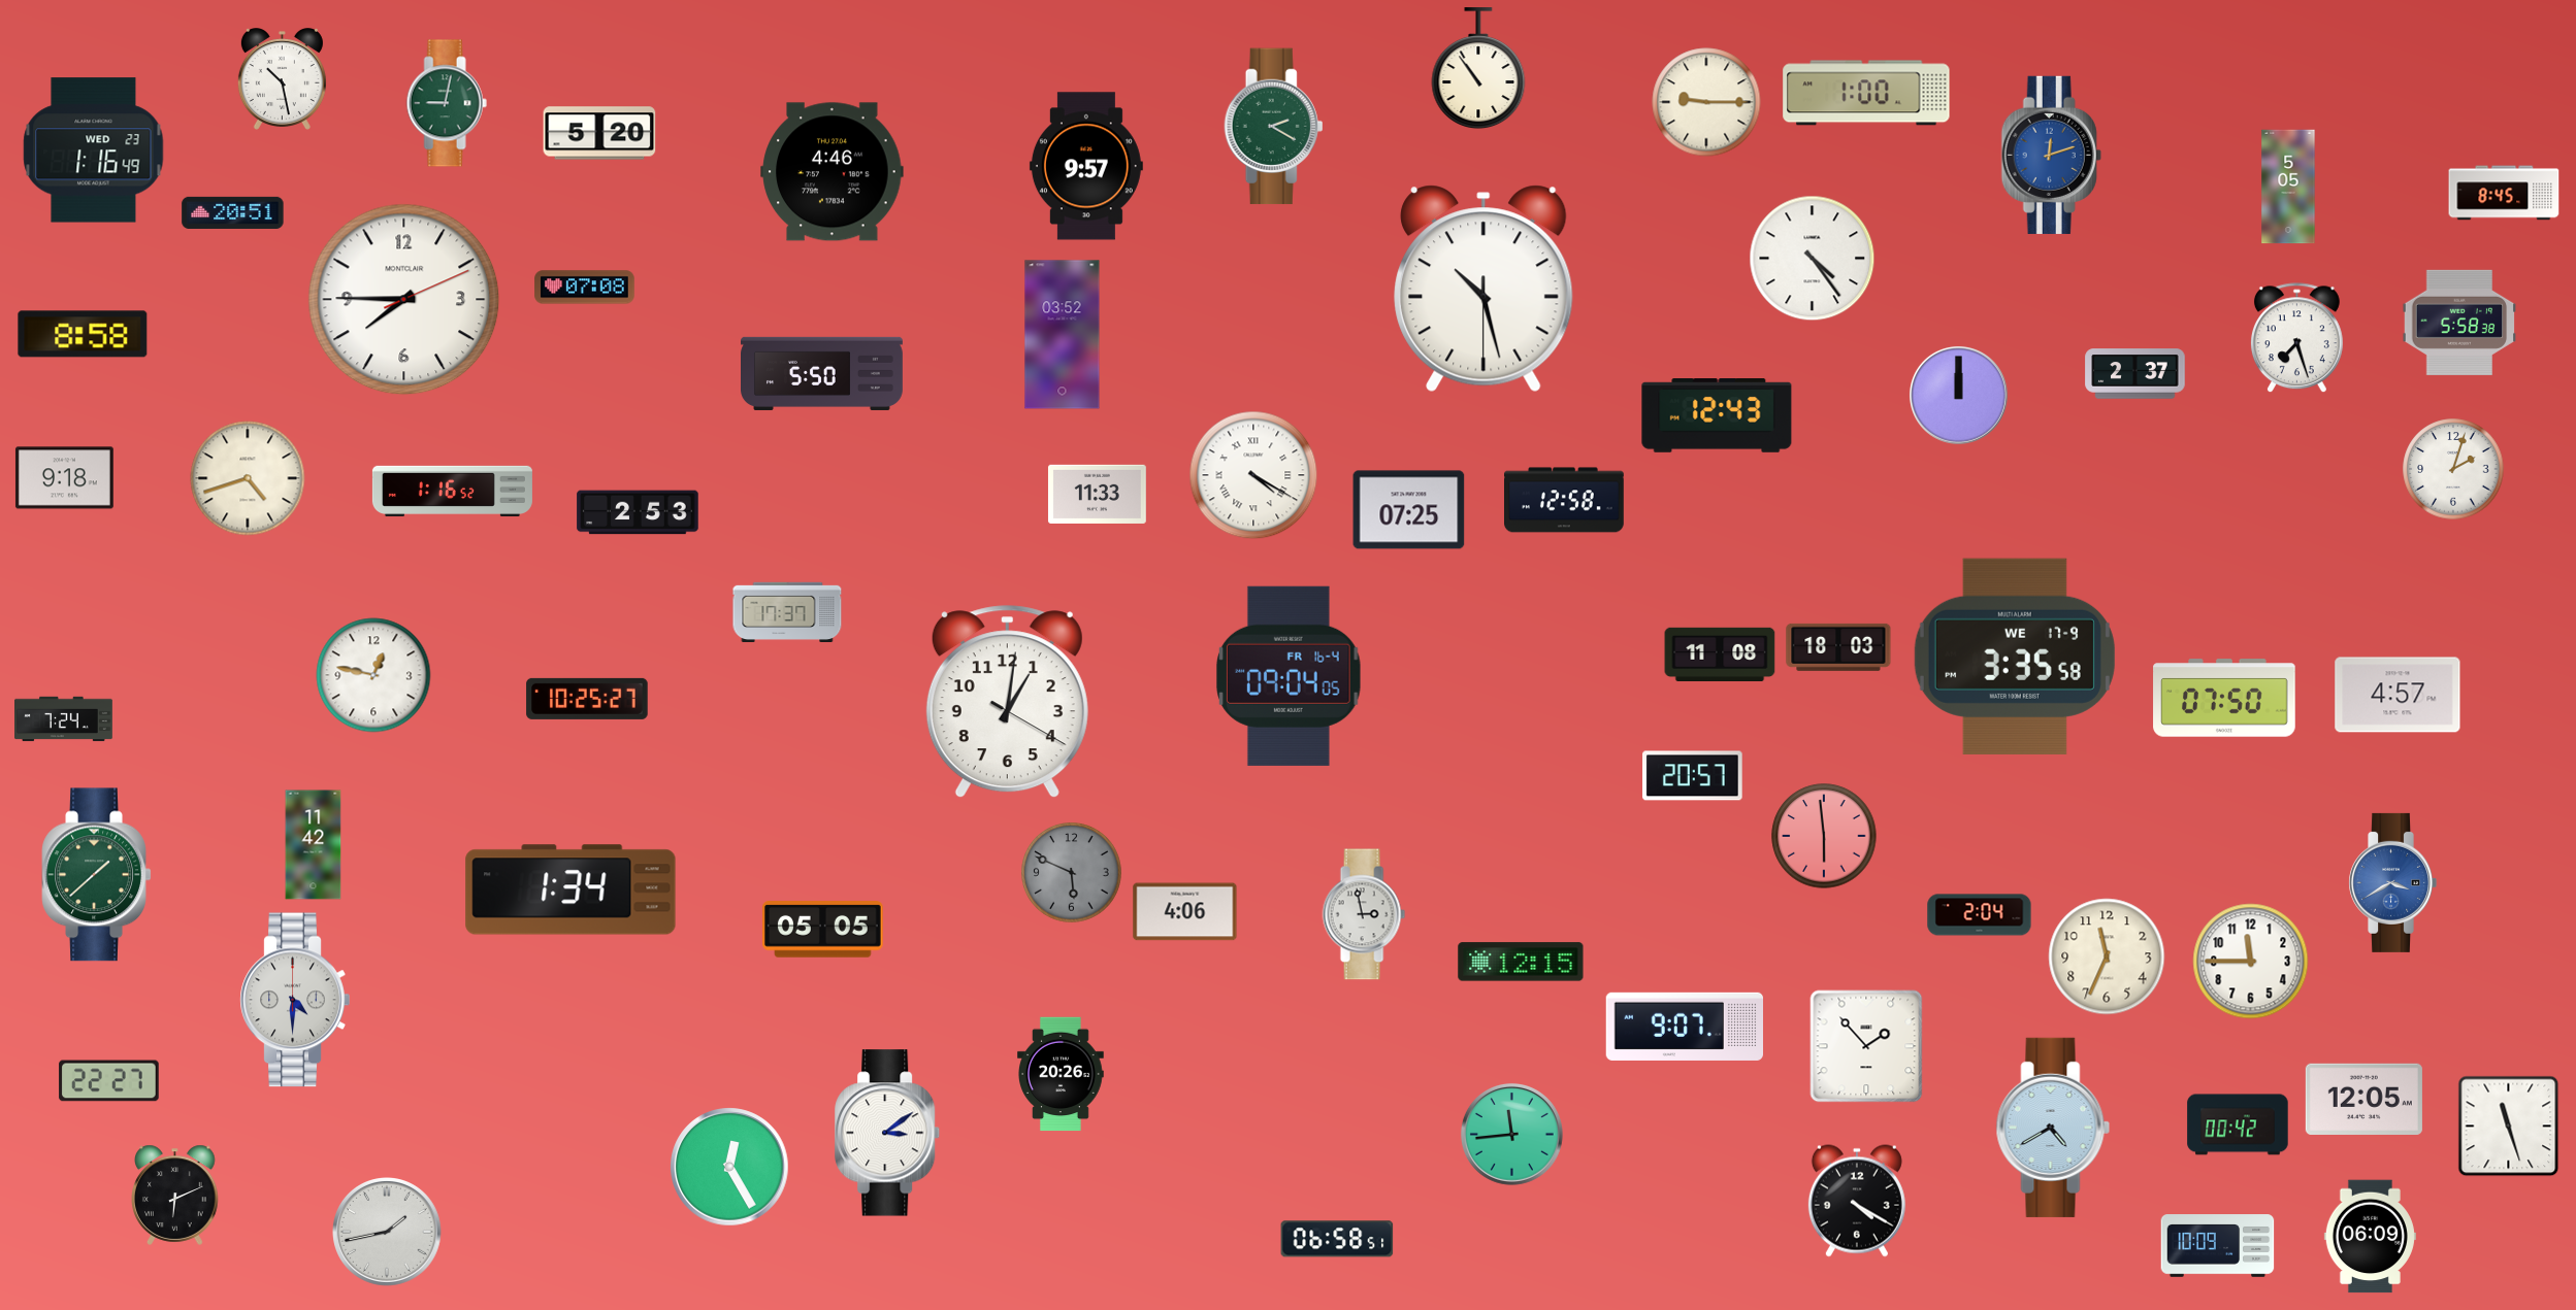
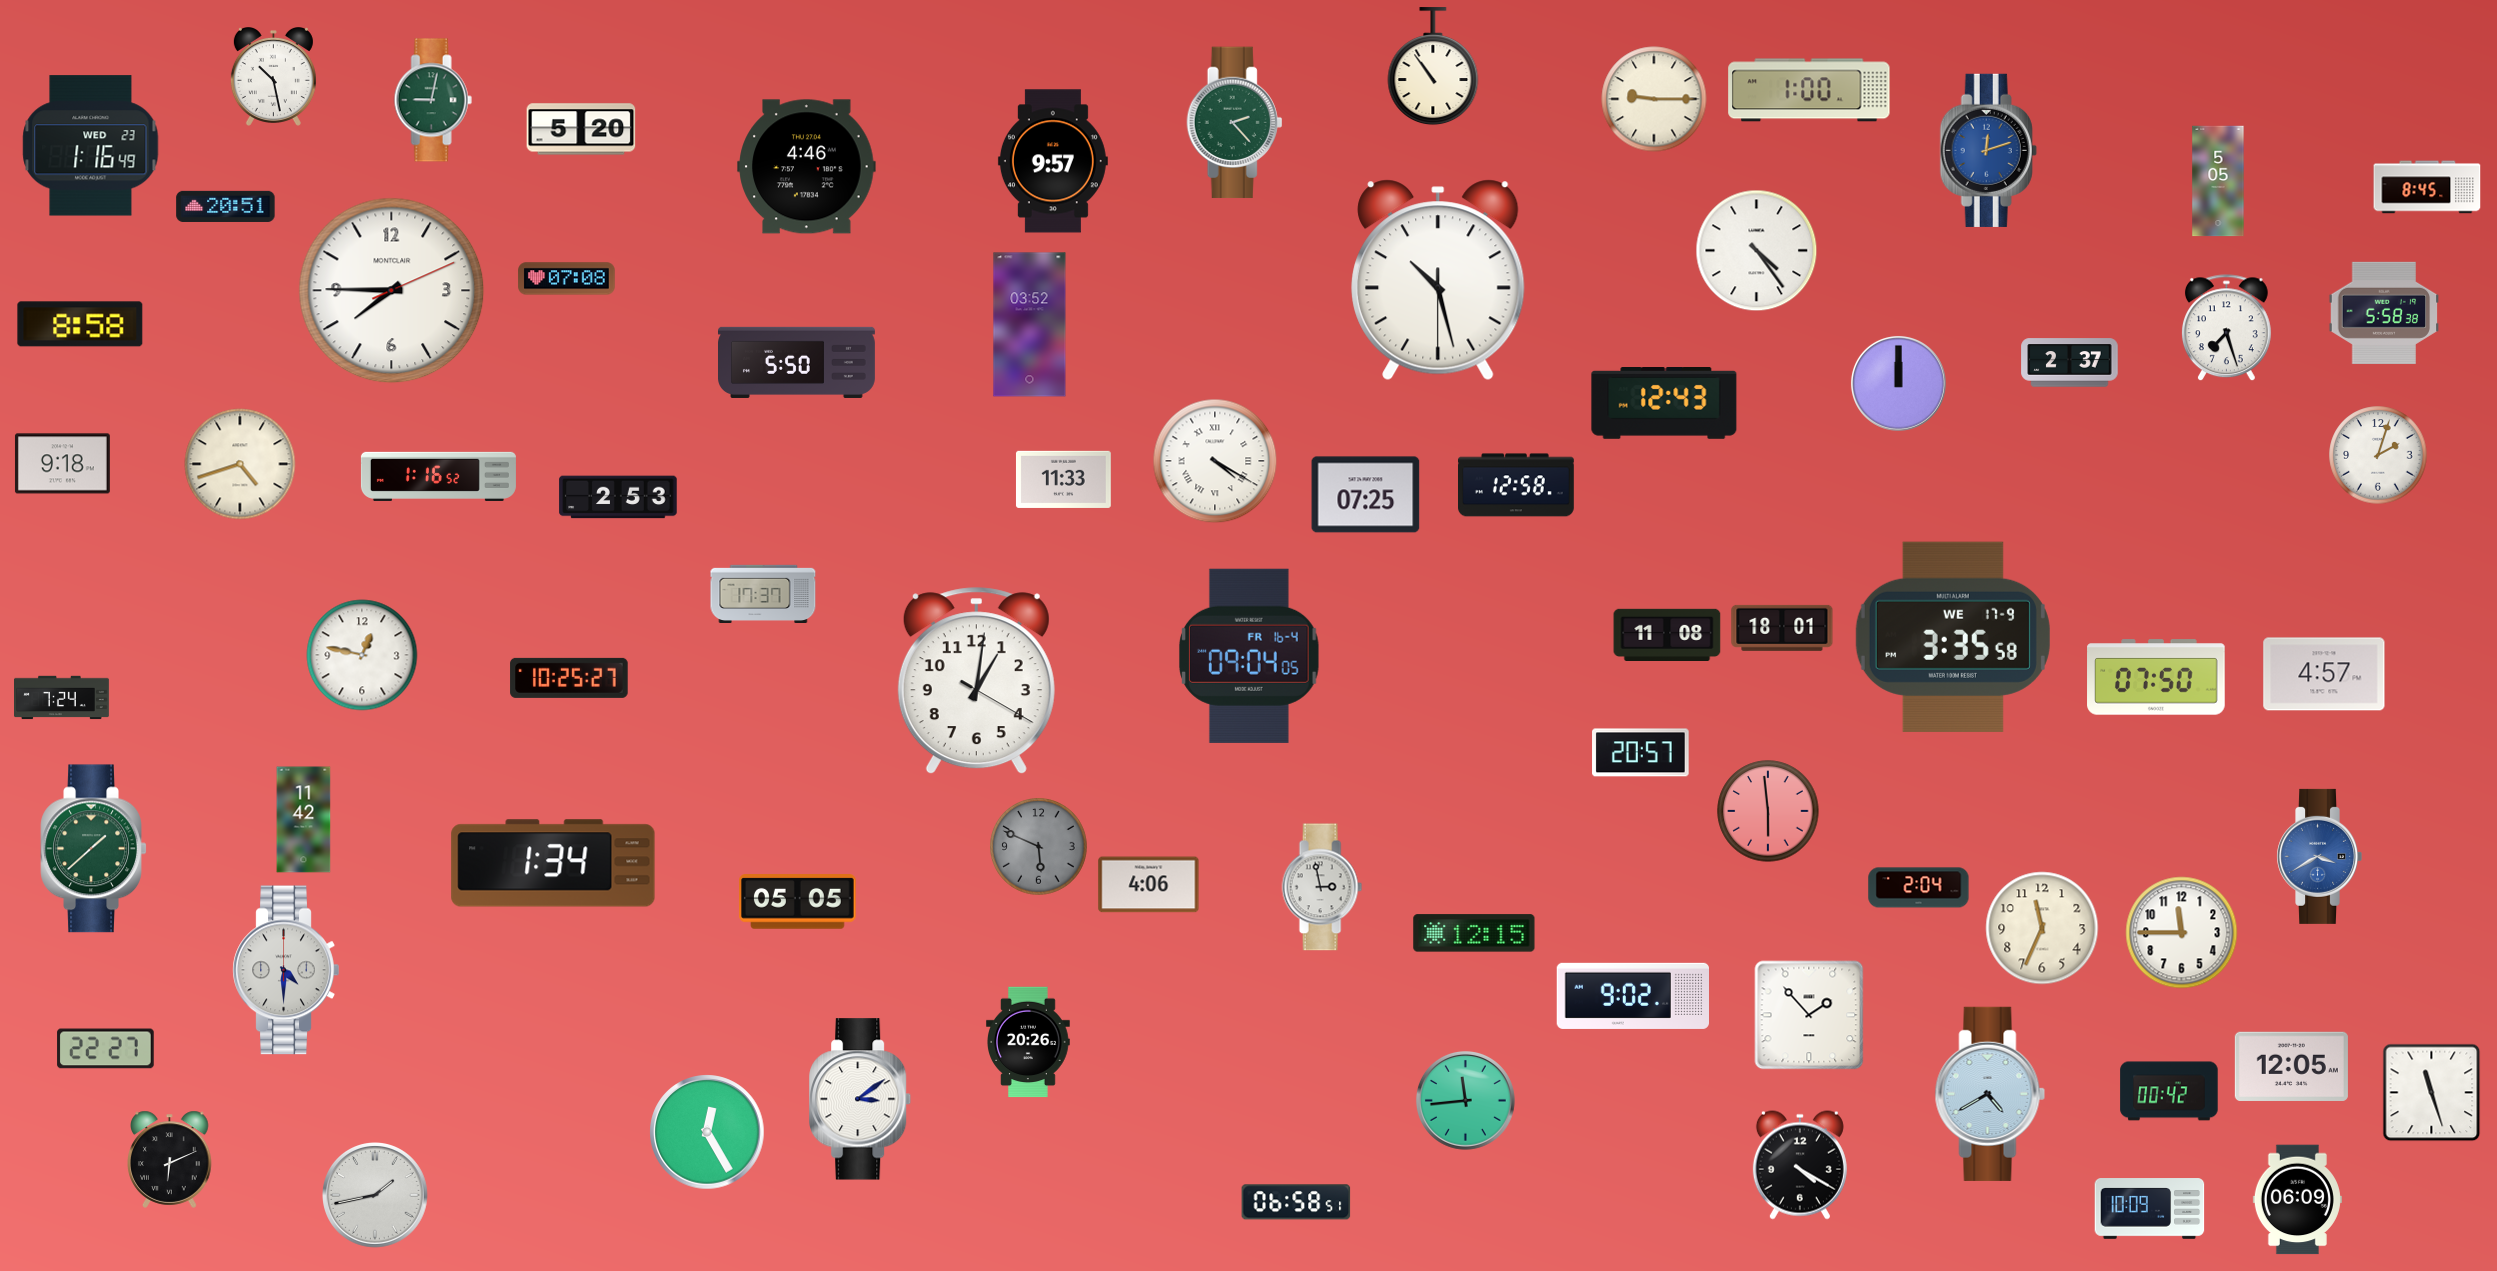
clock at (1274, 127): 2:20 -> 2:23
clock at (1838, 647): 18:03 -> 18:01
clock at (1684, 1027): 9:07 -> 9:02
